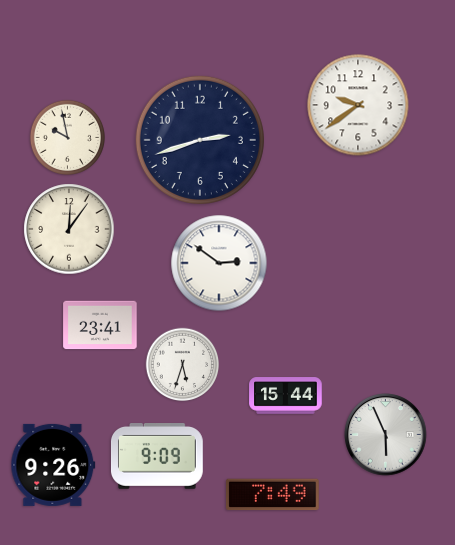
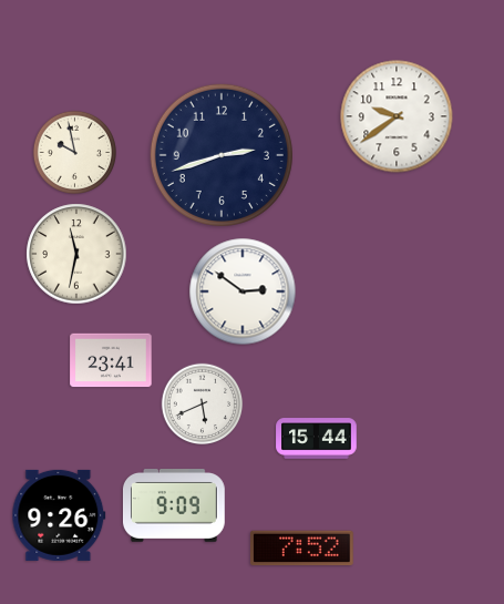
clock at (69, 229): 12:06 -> 11:32
clock at (183, 365): 5:33 -> 5:41
clock at (386, 435): 5:56 -> none
clock at (273, 495): 7:49 -> 7:52
